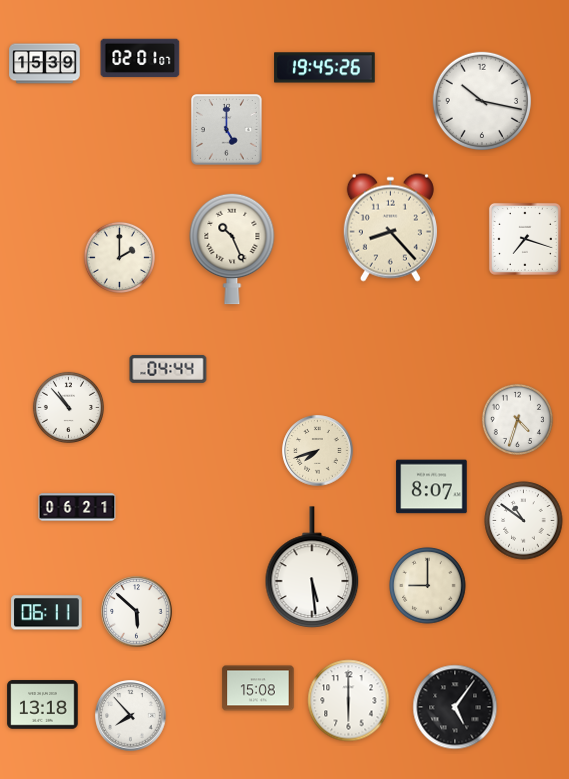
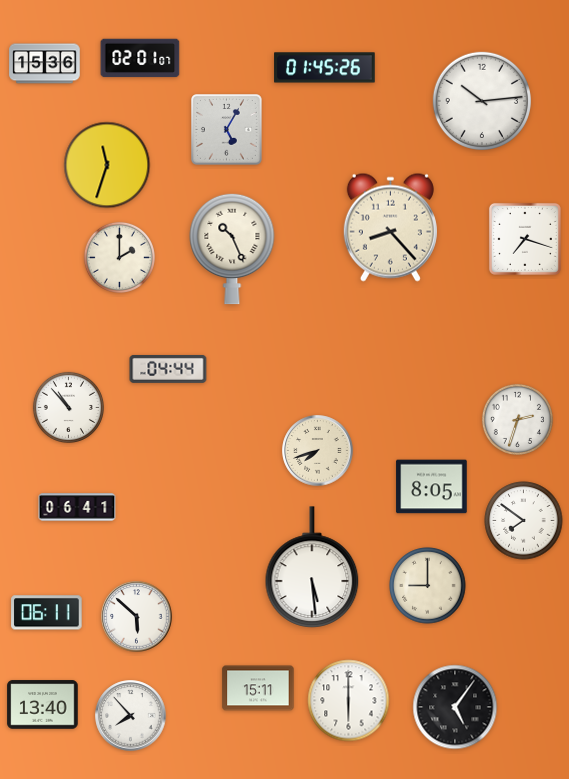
clock at (45, 64): 15:39 -> 15:36
clock at (325, 68): 19:45 -> 01:45
clock at (482, 101): 10:17 -> 10:14
clock at (227, 130): 5:00 -> 5:05
clock at (107, 165): none -> 11:33
clock at (517, 419): 4:33 -> 2:33
clock at (432, 487): 8:07 -> 8:05
clock at (77, 507): 06:21 -> 06:41
clock at (524, 521): 10:51 -> 7:51
clock at (137, 612) position: (137, 612) -> (137, 617)
clock at (258, 688): 15:08 -> 15:11
clock at (43, 705): 13:18 -> 13:40
